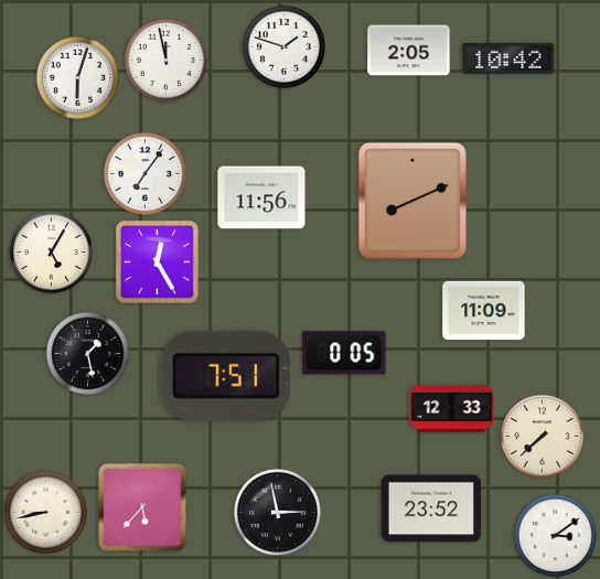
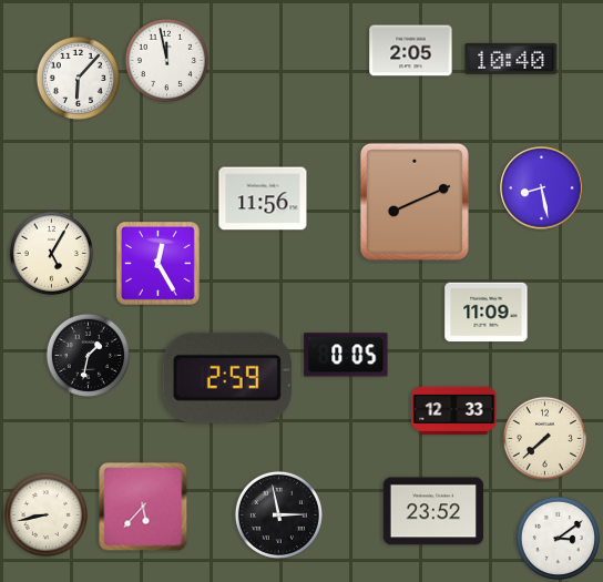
clock at (283, 46): 1:48 -> none
clock at (508, 58): 10:42 -> 10:40
clock at (77, 77): 6:03 -> 6:07
clock at (144, 173): 7:06 -> none
clock at (542, 188): none -> 8:28
clock at (87, 353): 1:28 -> 1:32
clock at (226, 376): 7:51 -> 2:59
clock at (142, 507) position: (142, 507) -> (143, 507)
